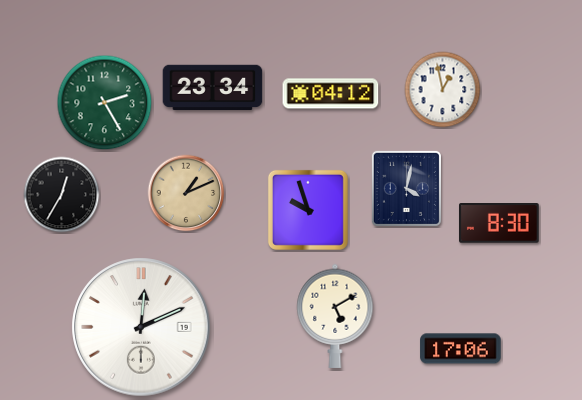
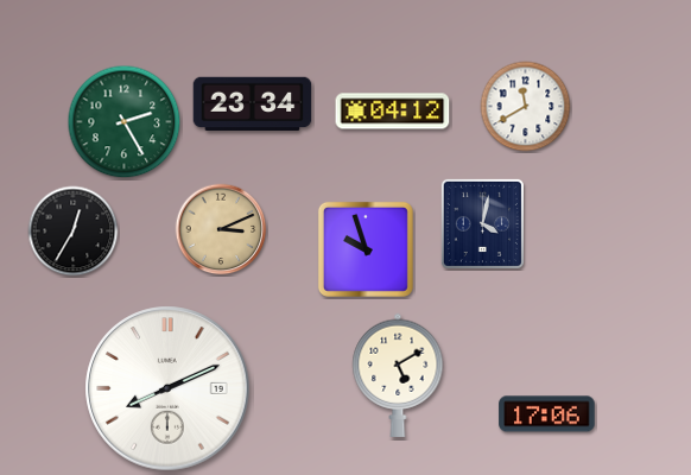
clock at (443, 90): 12:58 -> 11:40
clock at (186, 193): 1:11 -> 3:11
clock at (500, 224): 8:30 -> none
clock at (141, 327): 12:11 -> 8:11
